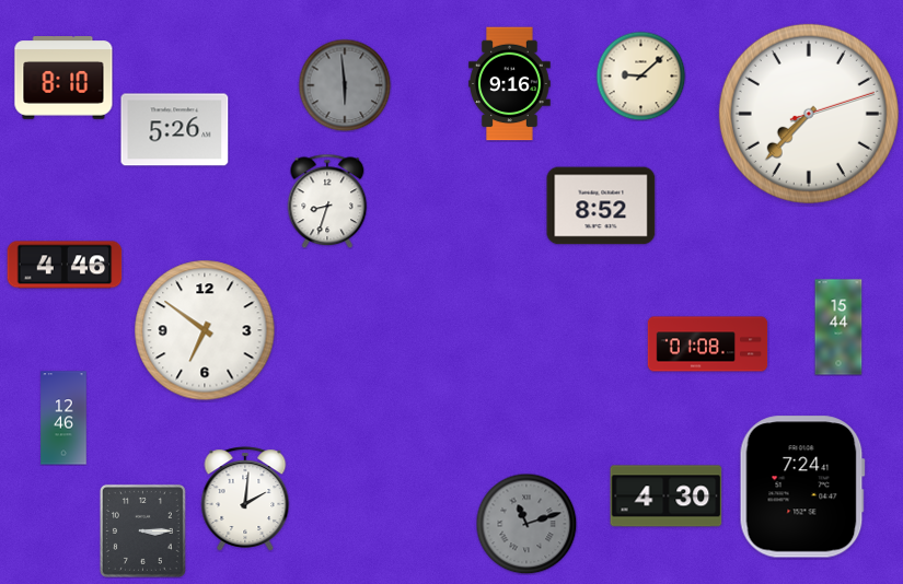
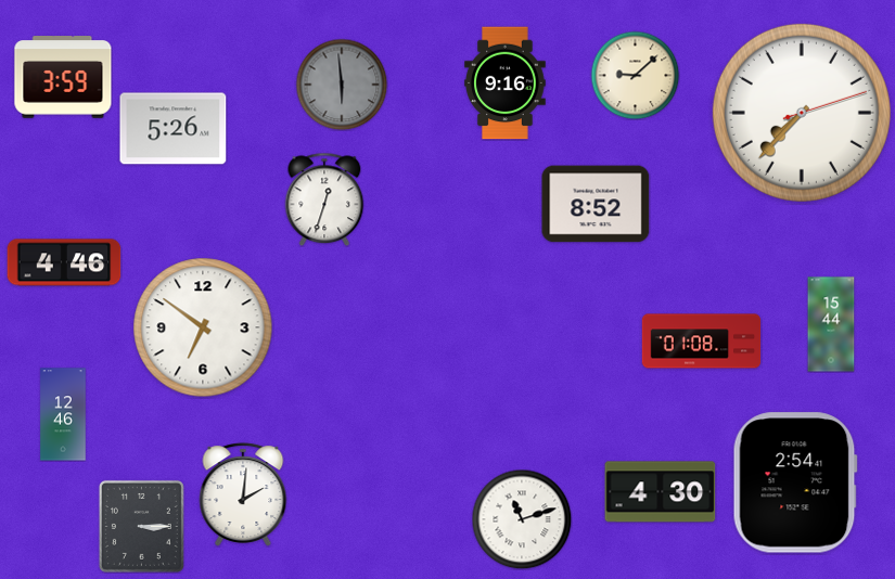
clock at (63, 78): 8:10 -> 3:59
clock at (327, 201): 8:33 -> 12:33
clock at (802, 487): 7:24 -> 2:54
clock at (526, 524) dial: grey -> white
